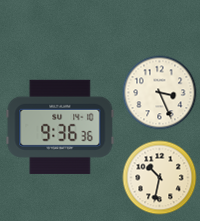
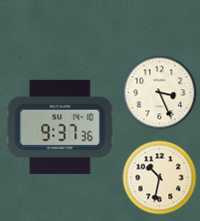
clock at (60, 127): 9:36 -> 9:37
